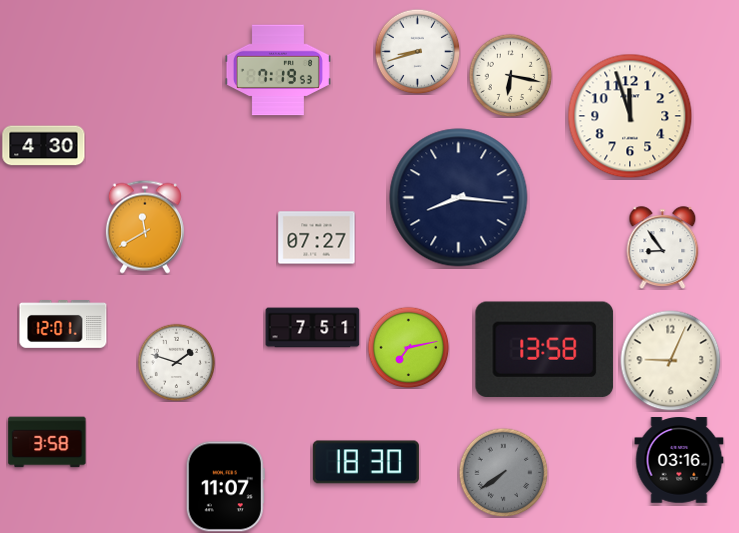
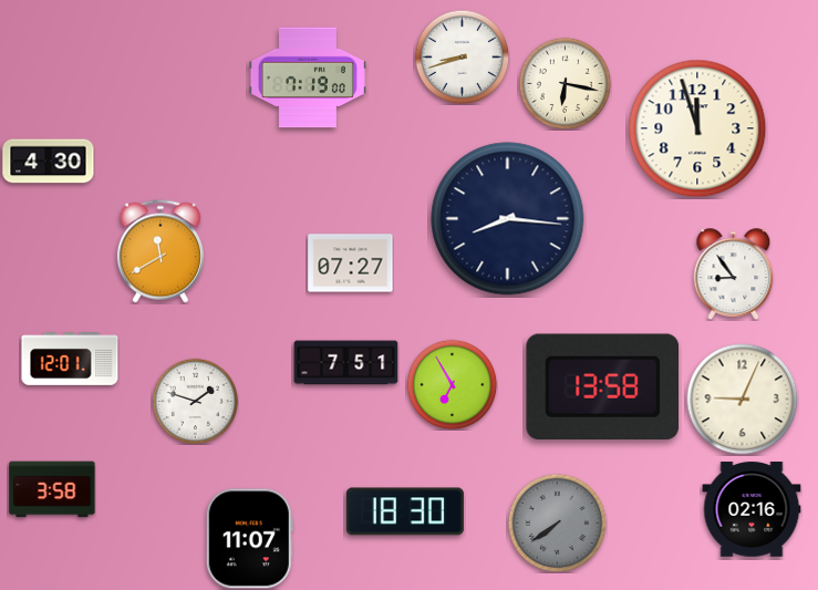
clock at (278, 70): 7:19:53 -> 7:19:00
clock at (408, 347): 7:13 -> 6:55
clock at (679, 460): 03:16 -> 02:16
